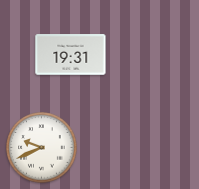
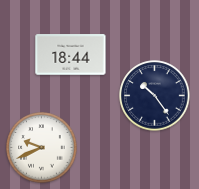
clock at (71, 55): 19:31 -> 18:44
clock at (155, 96): none -> 10:24
